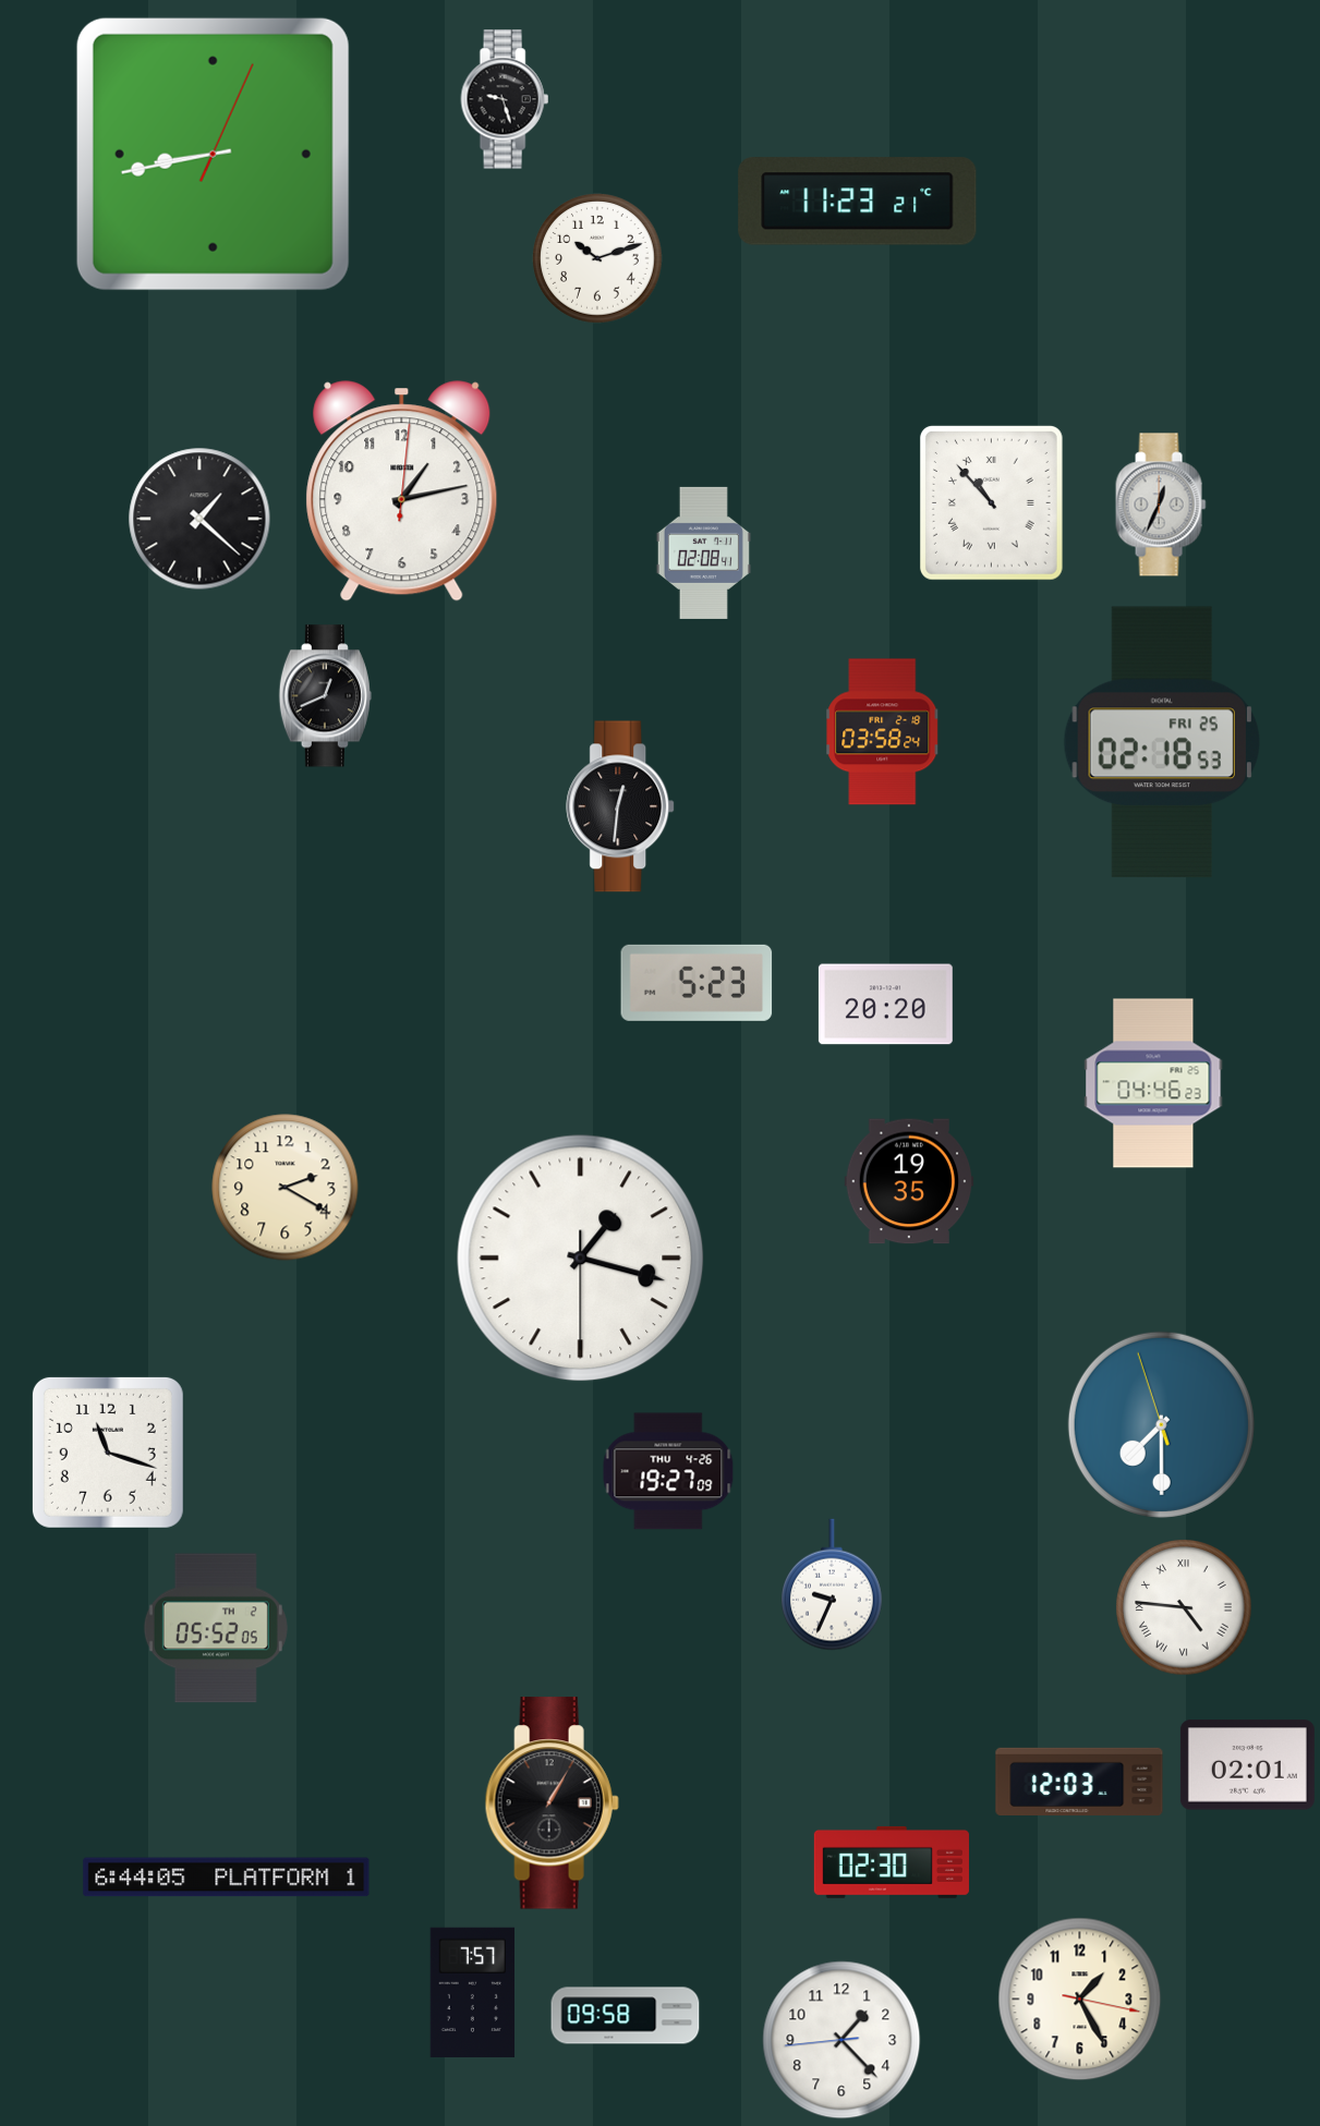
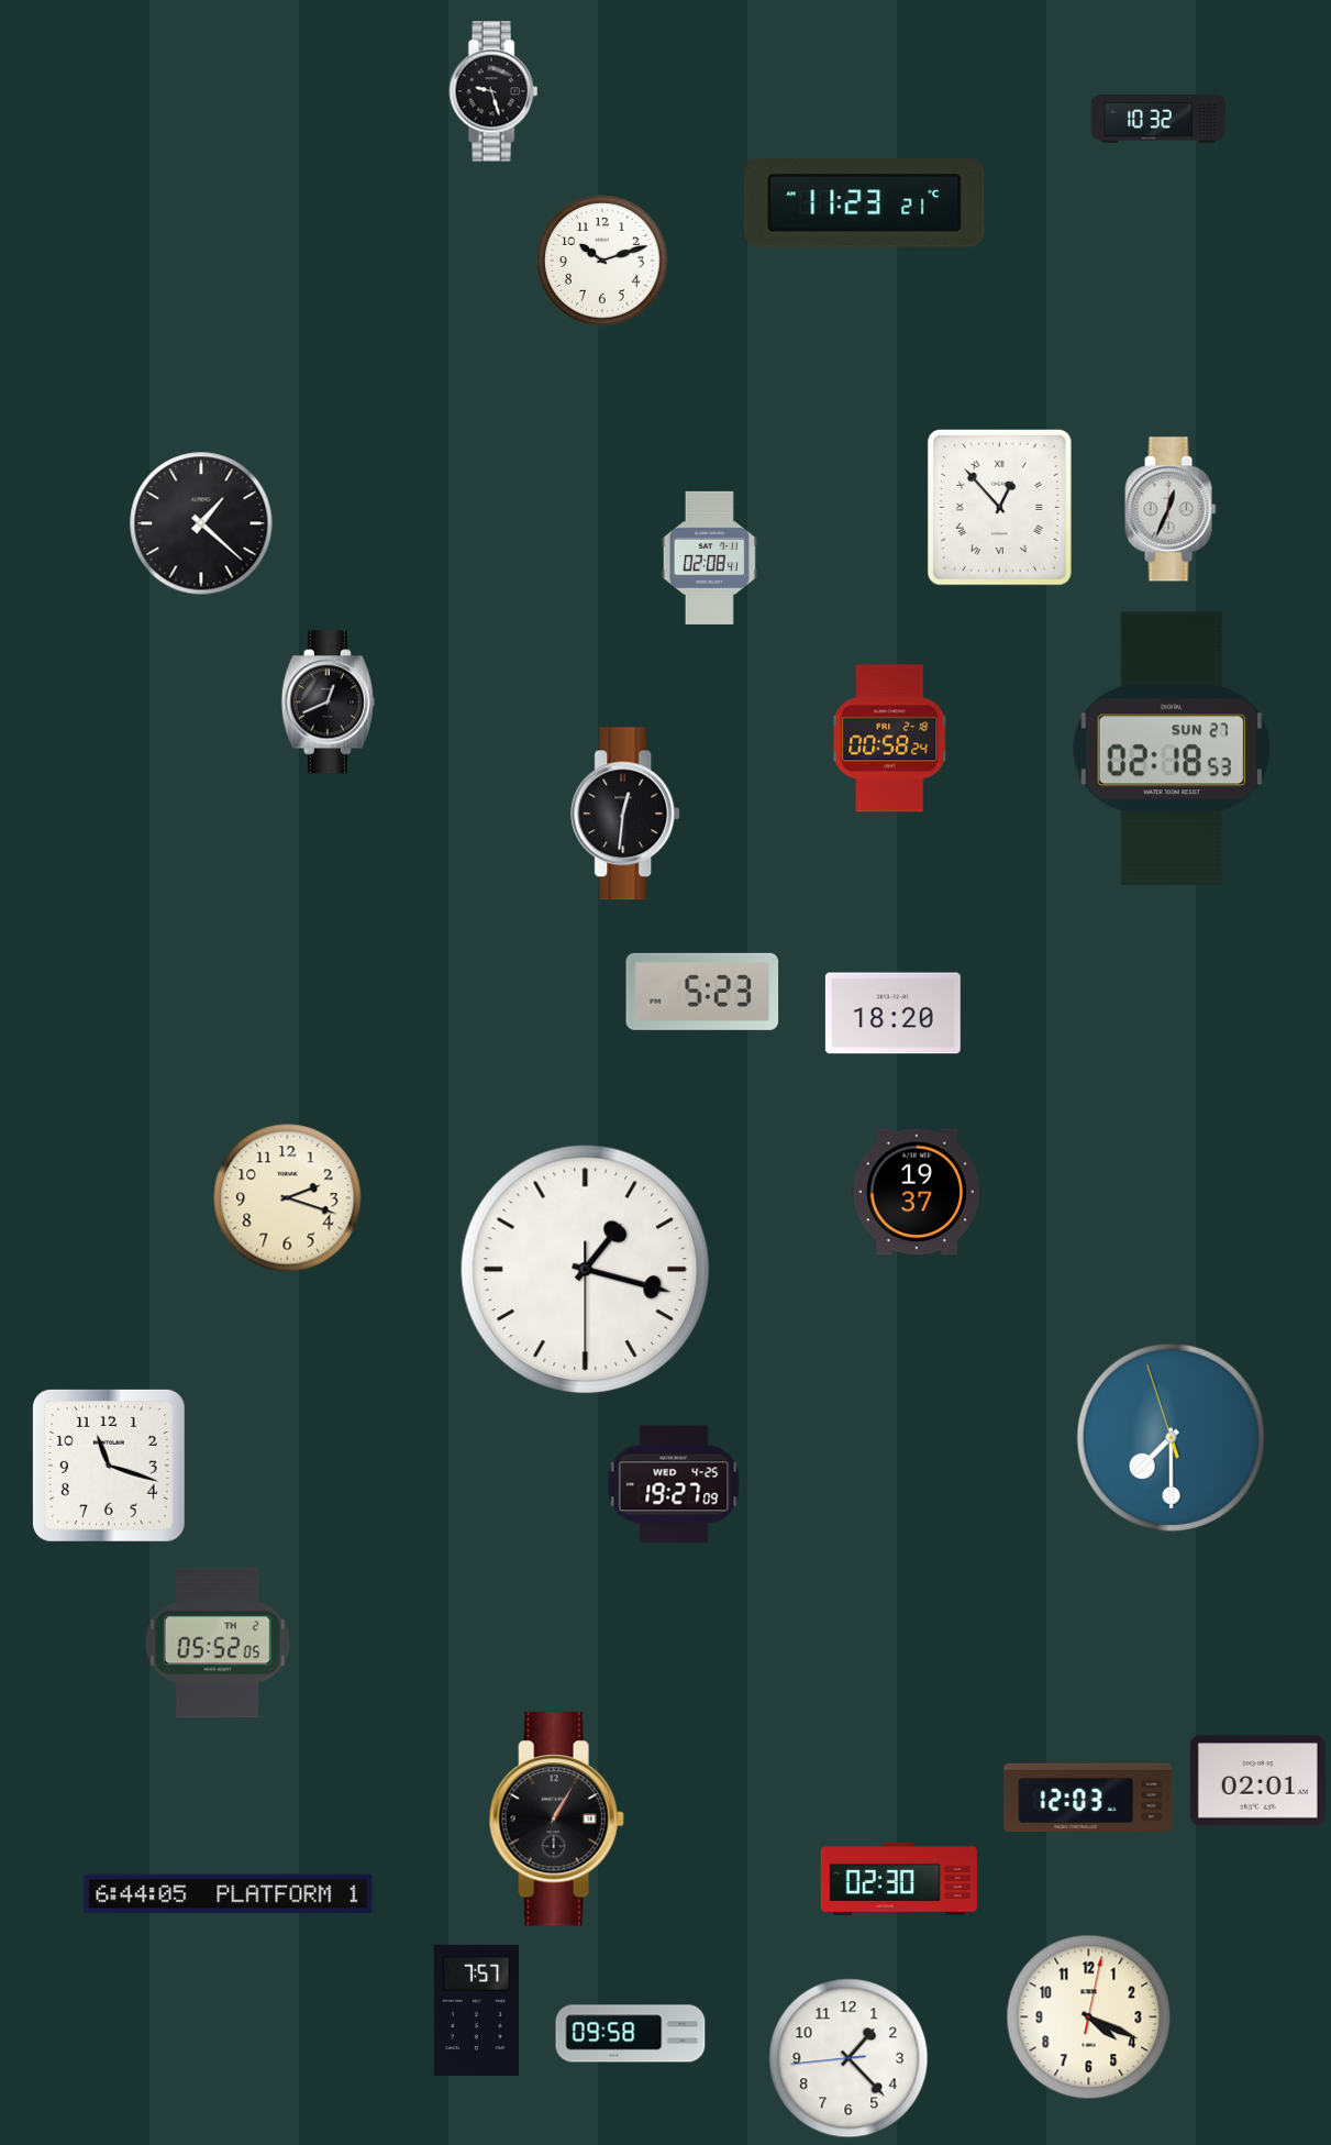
clock at (505, 99) position: (505, 99) -> (493, 91)
clock at (1158, 119): none -> 10:32
clock at (213, 154): 8:43 -> none
clock at (402, 491): 1:13 -> none
clock at (991, 502): 10:53 -> 12:53
clock at (883, 732): 03:58 -> 00:58
clock at (1162, 742) date: FRI 25 -> SUN 27
clock at (885, 1005): 20:20 -> 18:20
clock at (1153, 1083): 04:46 -> none
clock at (909, 1181): 19:35 -> 19:37
clock at (286, 1188): 2:20 -> 2:18
clock at (668, 1471) date: THU 4-26 -> WED 4-25
clock at (832, 1584): 9:34 -> none
clock at (1184, 1607): 4:46 -> none
clock at (1080, 2000): 1:25 -> 4:19
